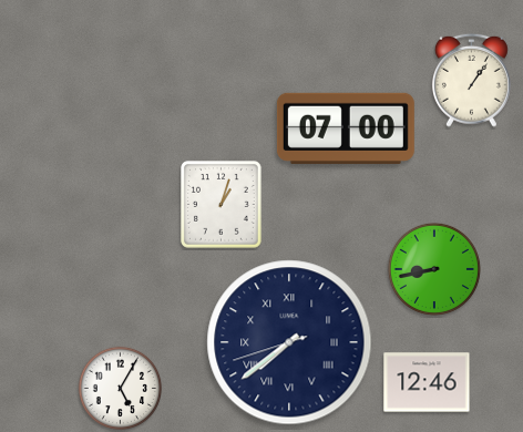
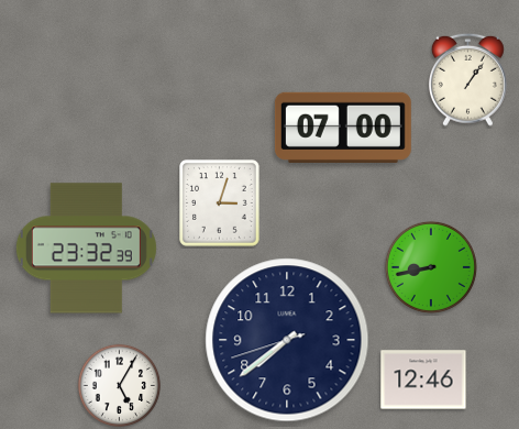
clock at (222, 205): 1:03 -> 3:03
clock at (86, 249): none -> 23:32
clock at (289, 342) numerals: Roman -> Arabic
